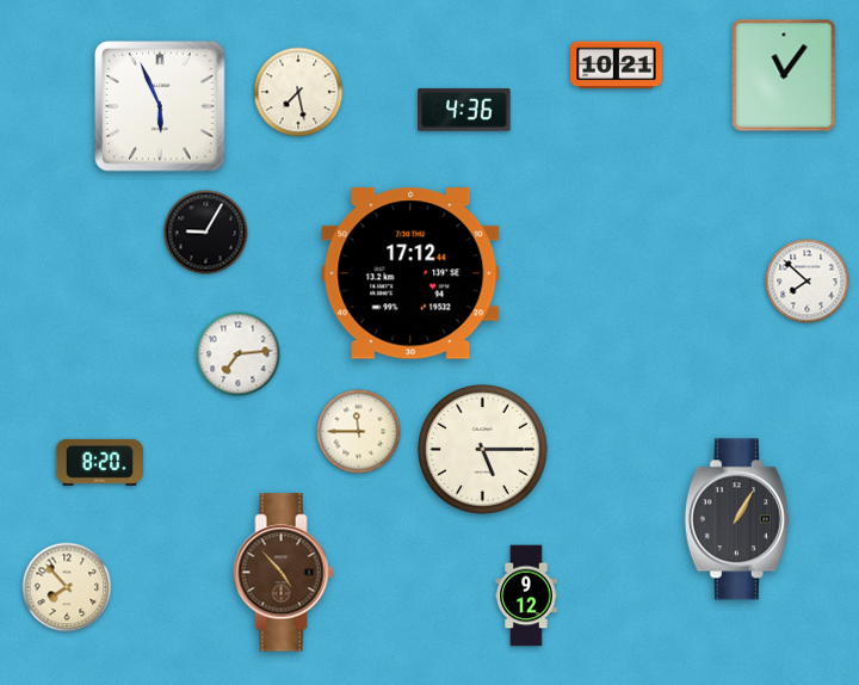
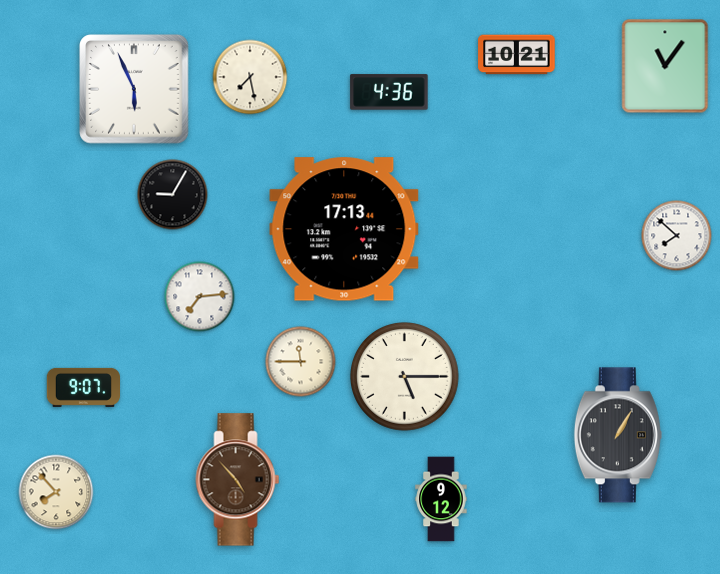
clock at (784, 75) position: (784, 75) -> (665, 66)
clock at (410, 273): 17:12 -> 17:13
clock at (99, 462): 8:20 -> 9:07
